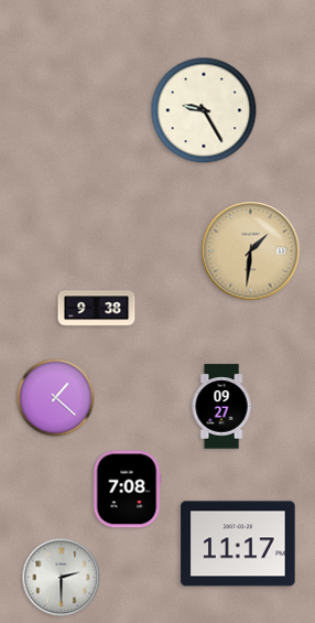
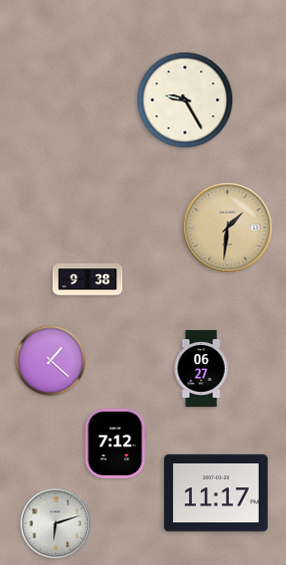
clock at (221, 407): 09:27 -> 06:27
clock at (127, 490): 7:08 -> 7:12
clock at (62, 578): 2:30 -> 6:12
